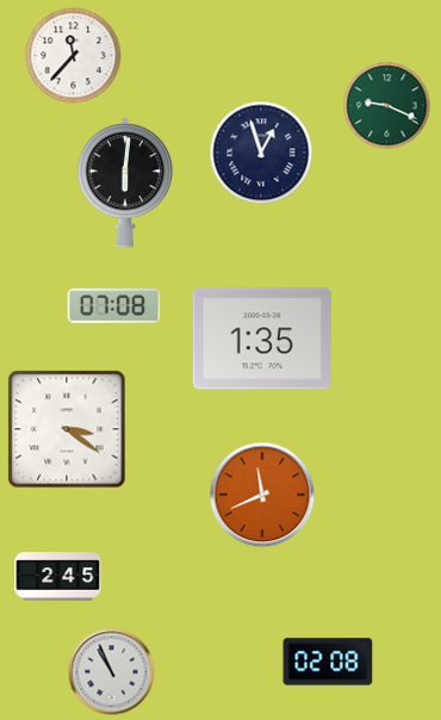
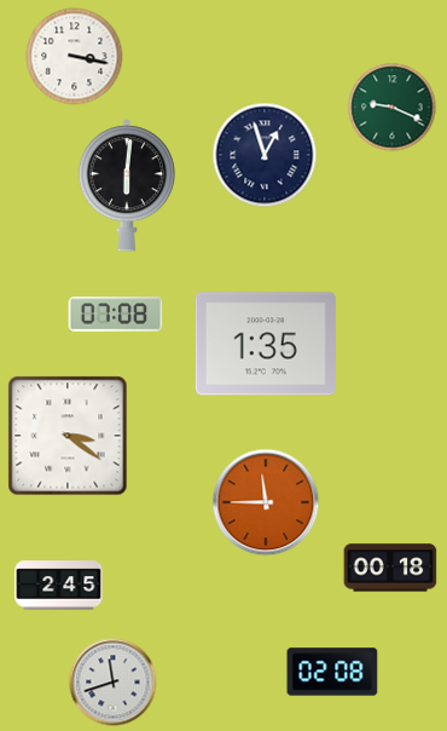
clock at (74, 56): 11:37 -> 3:17
clock at (114, 306) position: (114, 306) -> (116, 315)
clock at (262, 495): 11:41 -> 11:45
clock at (390, 568): none -> 00:18
clock at (112, 672): 10:56 -> 11:42
